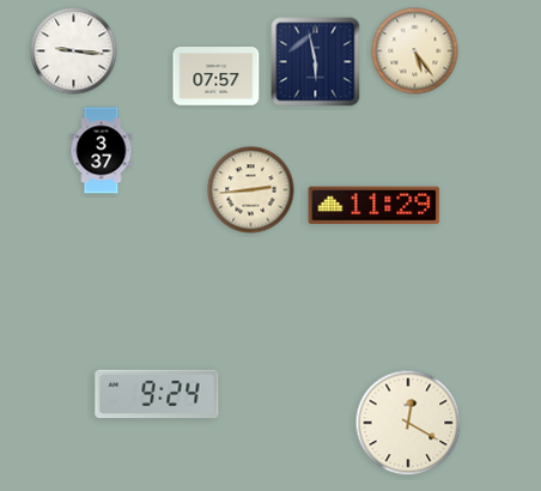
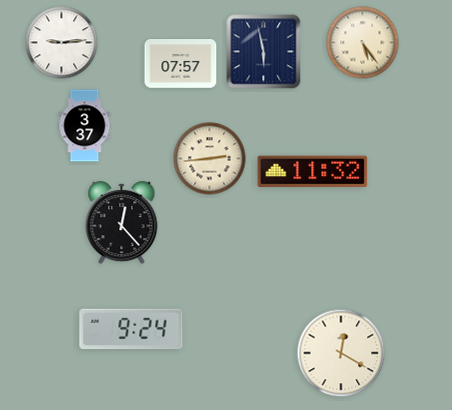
clock at (74, 51): 9:16 -> 9:14
clock at (415, 51) position: (415, 51) -> (363, 43)
clock at (375, 206): 11:29 -> 11:32
clock at (122, 223): none -> 12:23
